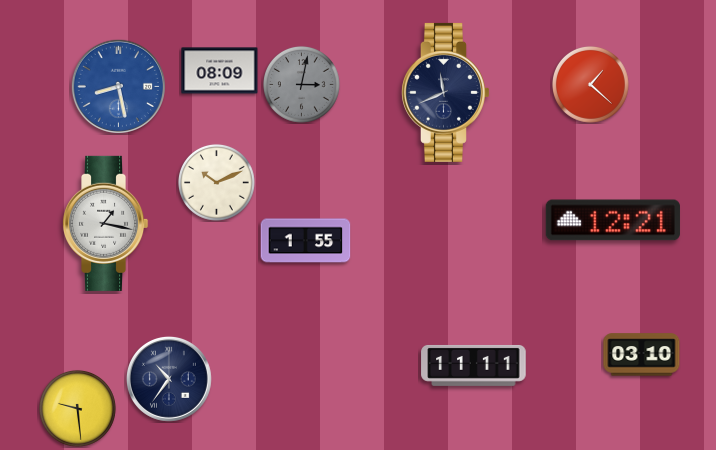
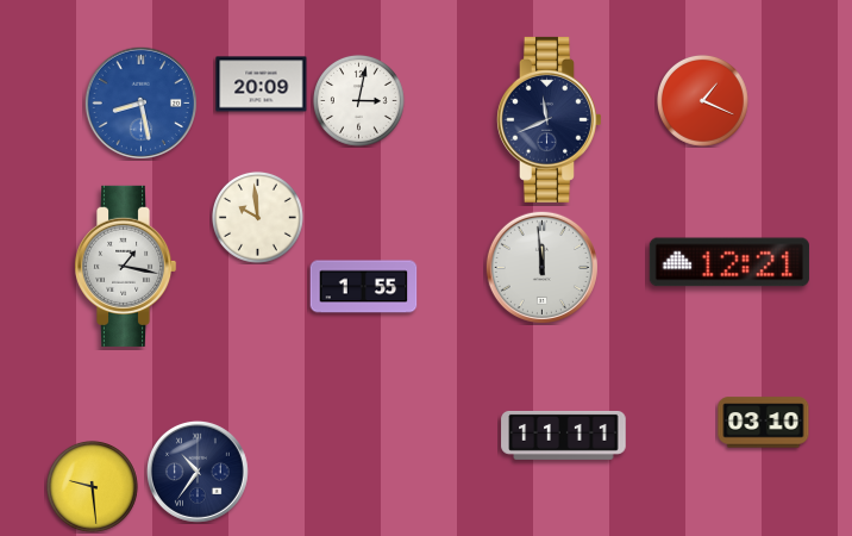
clock at (220, 71): 08:09 -> 20:09
clock at (302, 85) dial: grey -> white
clock at (591, 85): 1:22 -> 1:19
clock at (445, 92) position: (445, 92) -> (549, 119)
clock at (217, 183): 10:11 -> 9:59
clock at (541, 267): none -> 11:59
clock at (169, 379) position: (169, 379) -> (198, 472)
